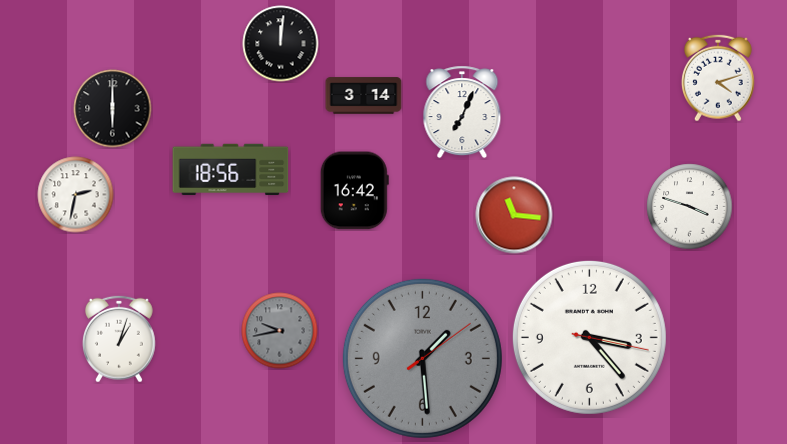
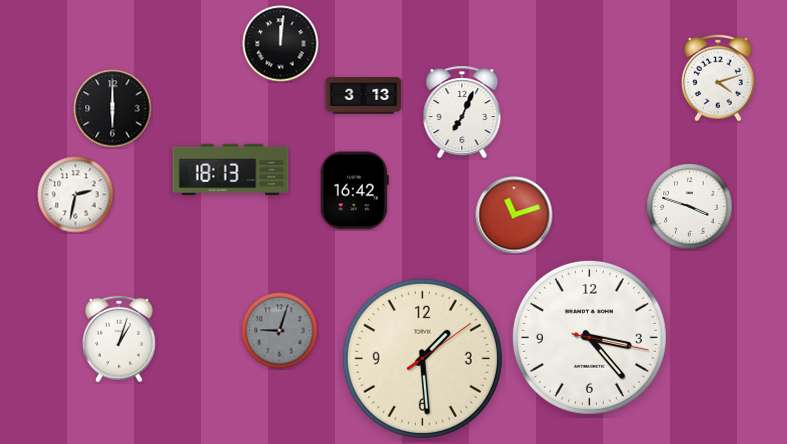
clock at (364, 96): 3:14 -> 3:13
clock at (231, 170): 18:56 -> 18:13
clock at (514, 215): 11:16 -> 11:12
clock at (280, 331): 9:43 -> 9:03
clock at (422, 358) dial: grey -> cream
